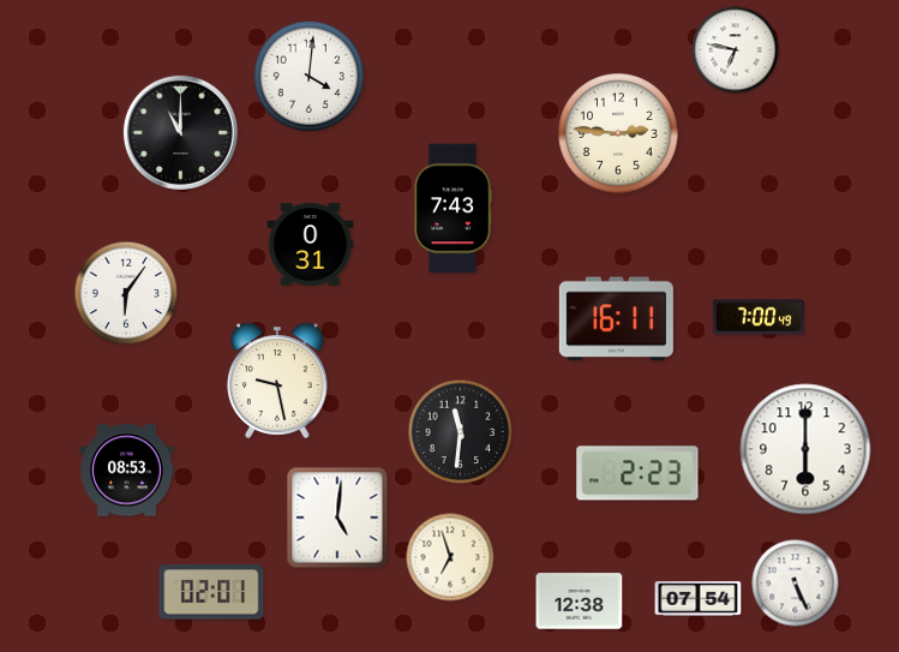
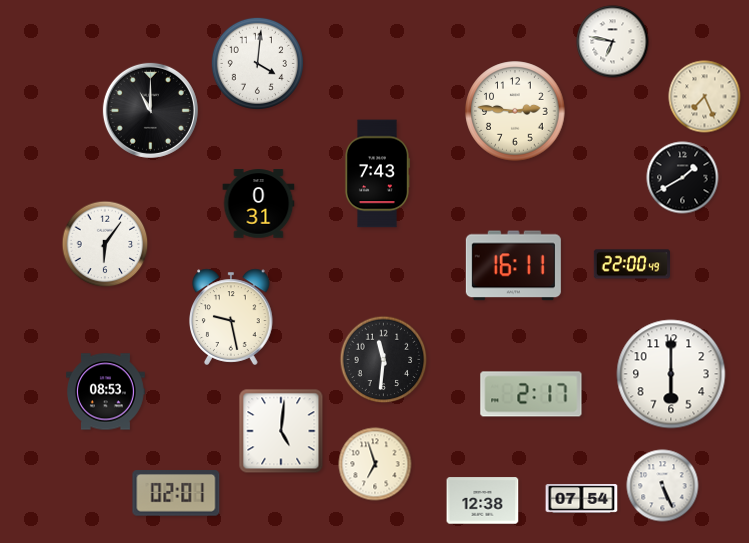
clock at (705, 97): none -> 7:26
clock at (683, 178): none -> 1:40
clock at (757, 317): 7:00 -> 22:00
clock at (637, 473): 2:23 -> 2:17
